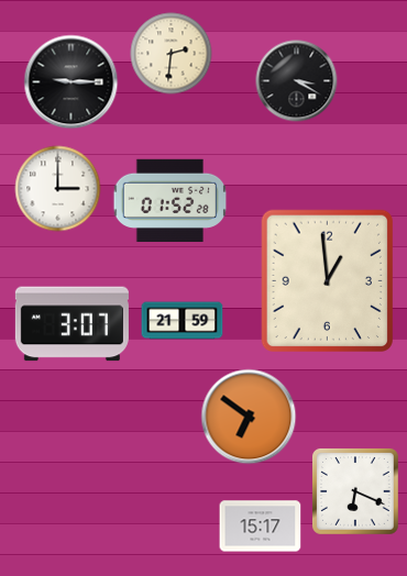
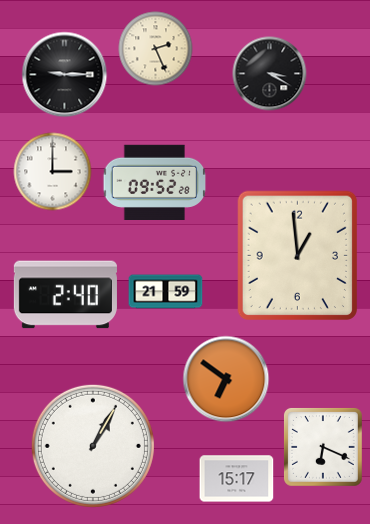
clock at (172, 54): 2:31 -> 2:26
clock at (170, 200): 01:52 -> 09:52
clock at (71, 324): 3:07 -> 2:40
clock at (93, 446): none -> 1:05
